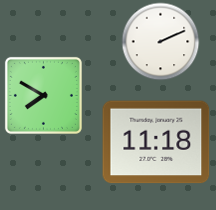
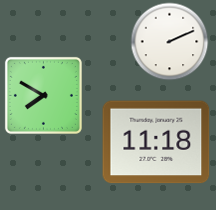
clock at (160, 41) position: (160, 41) -> (169, 41)
